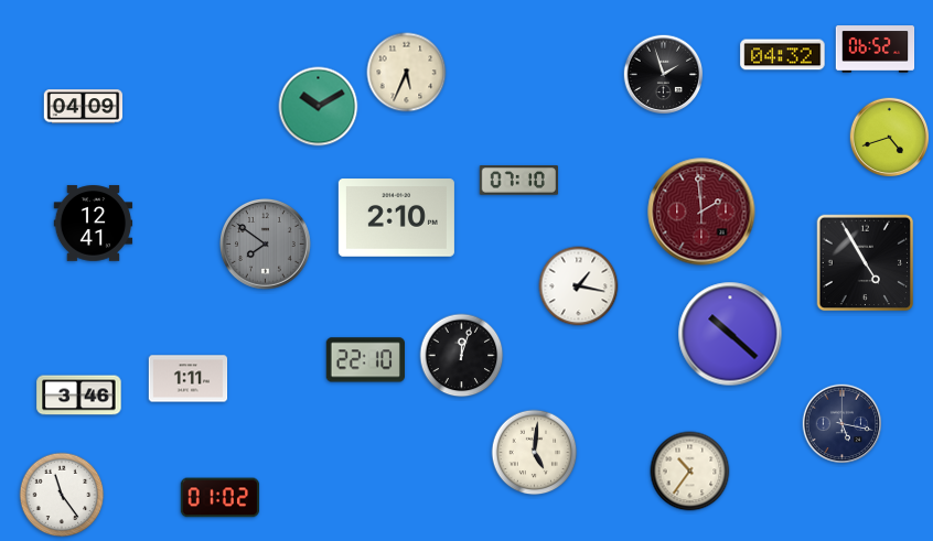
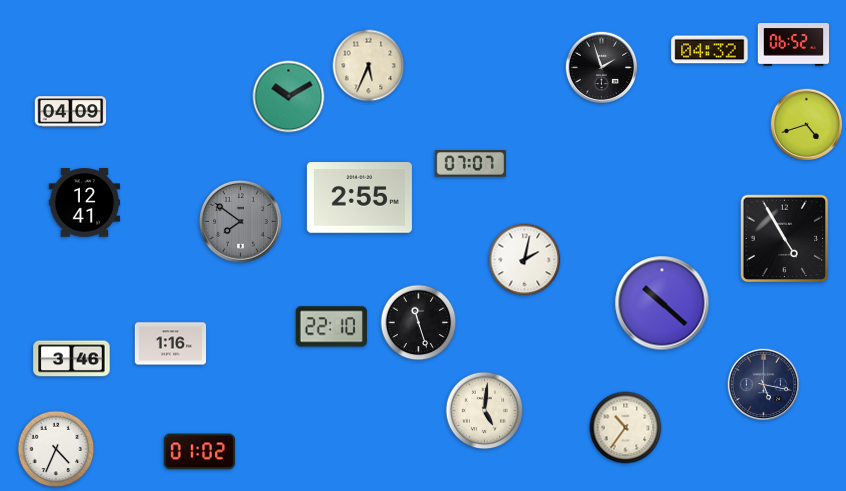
clock at (84, 107) position: (84, 107) -> (71, 112)
clock at (518, 181): 07:10 -> 07:07
clock at (701, 212): 1:59 -> none
clock at (396, 218): 2:10 -> 2:55
clock at (579, 286): 1:17 -> 2:02
clock at (462, 356): 12:03 -> 11:27
clock at (189, 379): 1:11 -> 1:16
clock at (62, 495): 11:24 -> 4:34
